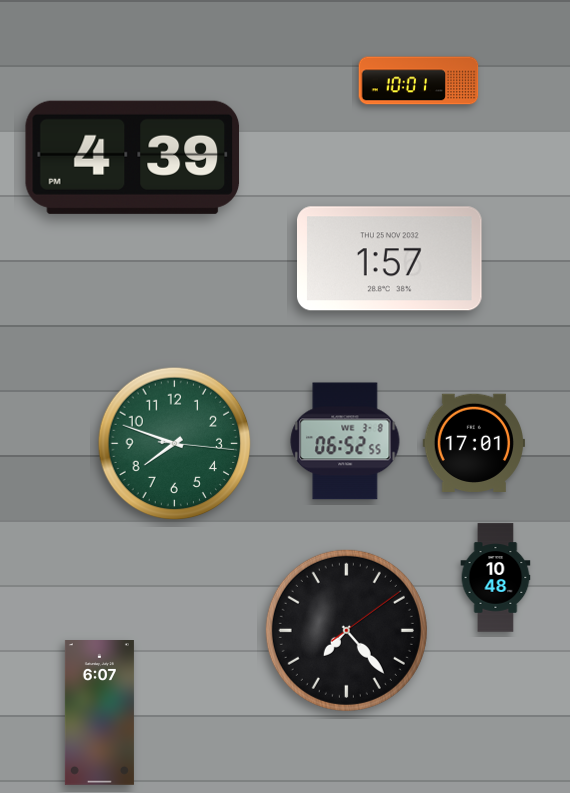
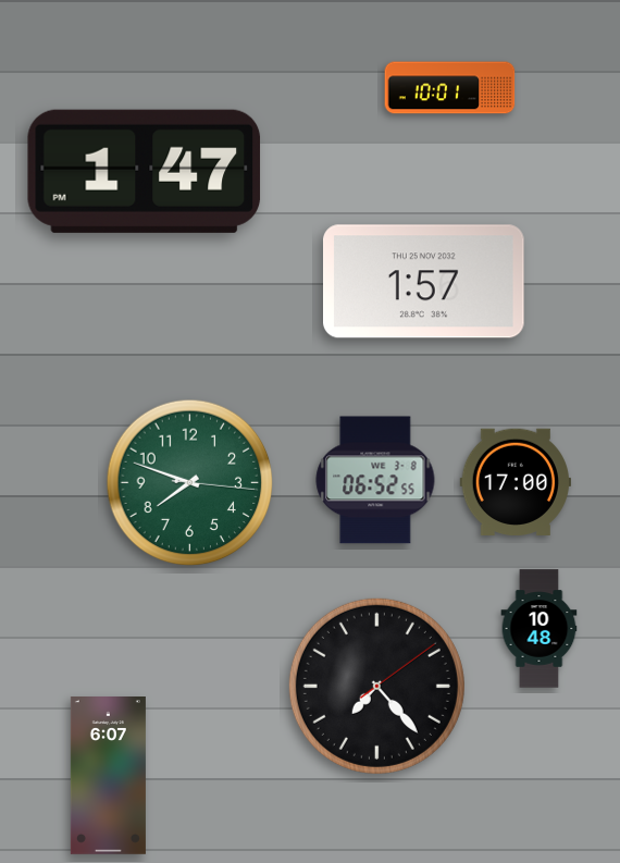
clock at (419, 81) position: (419, 81) -> (450, 88)
clock at (133, 157): 4:39 -> 1:47
clock at (473, 442): 17:01 -> 17:00
